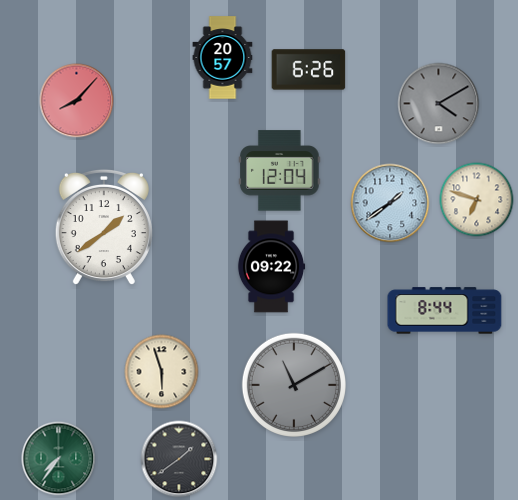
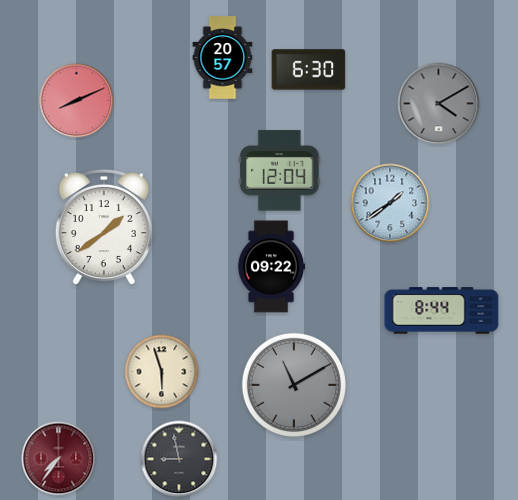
clock at (309, 70): 6:26 -> 6:30
clock at (77, 101): 8:07 -> 8:11
clock at (477, 200): 6:48 -> none
clock at (445, 311) position: (445, 311) -> (442, 311)
clock at (59, 459) dial: green -> burgundy
clock at (179, 459): 1:39 -> 8:58
